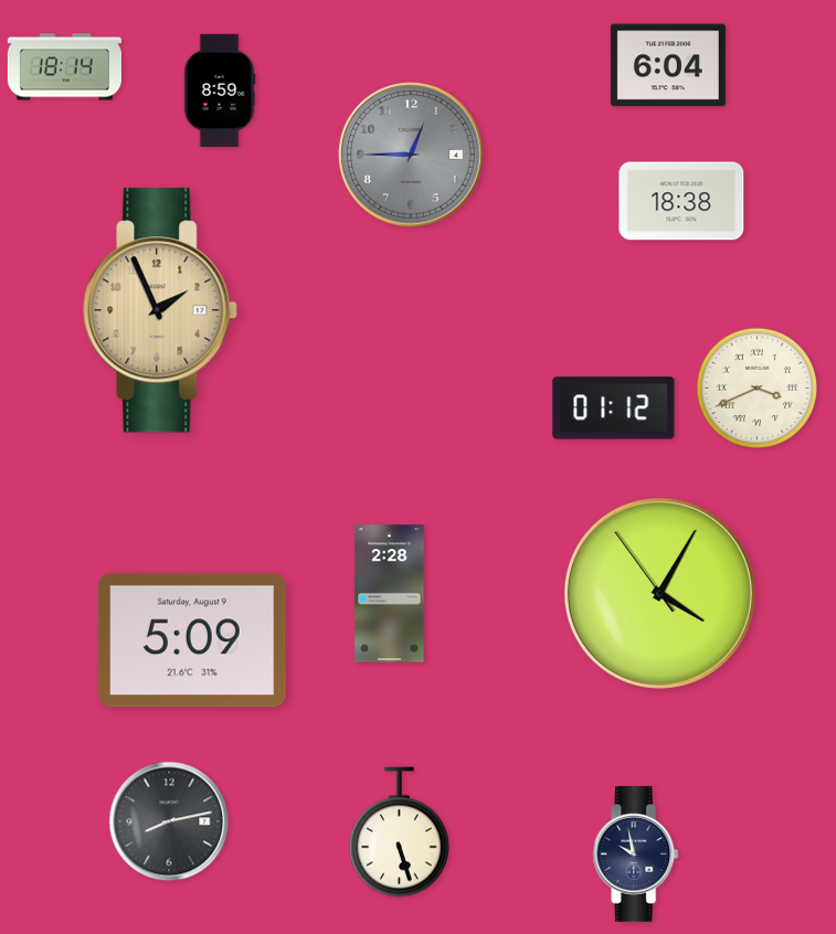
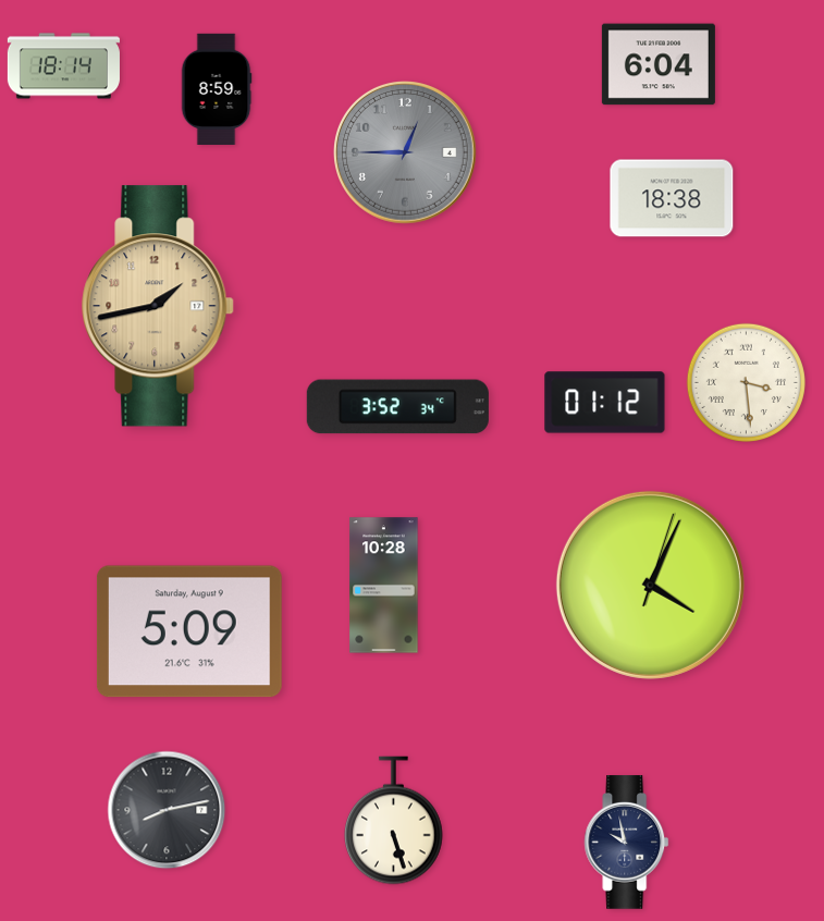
clock at (161, 310): 1:56 -> 1:43
clock at (756, 388): 3:41 -> 3:29
clock at (397, 407): none -> 3:52
clock at (659, 593): 4:04:54 -> 4:04:03
clock at (390, 594): 2:28 -> 10:28
